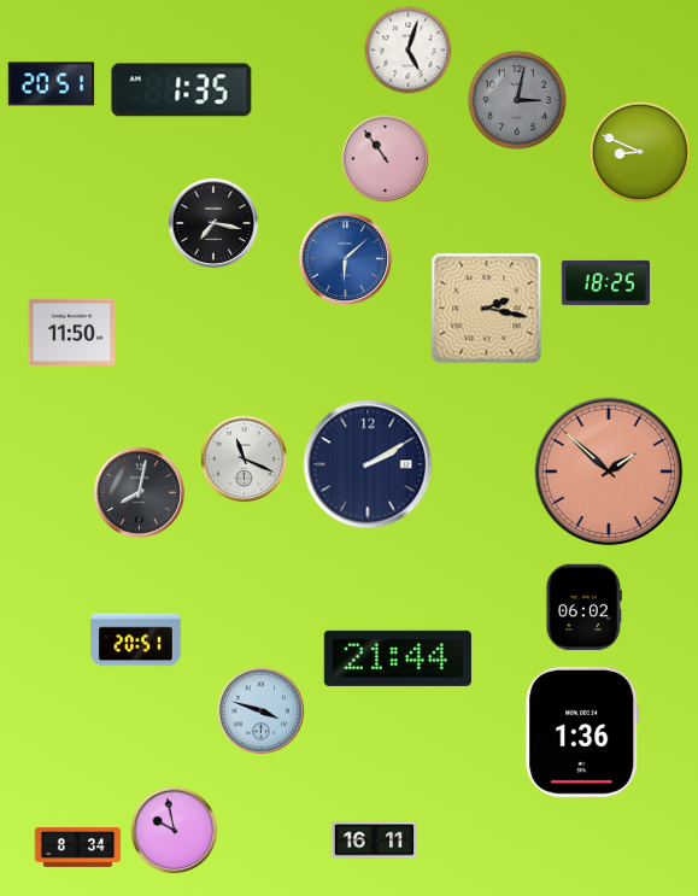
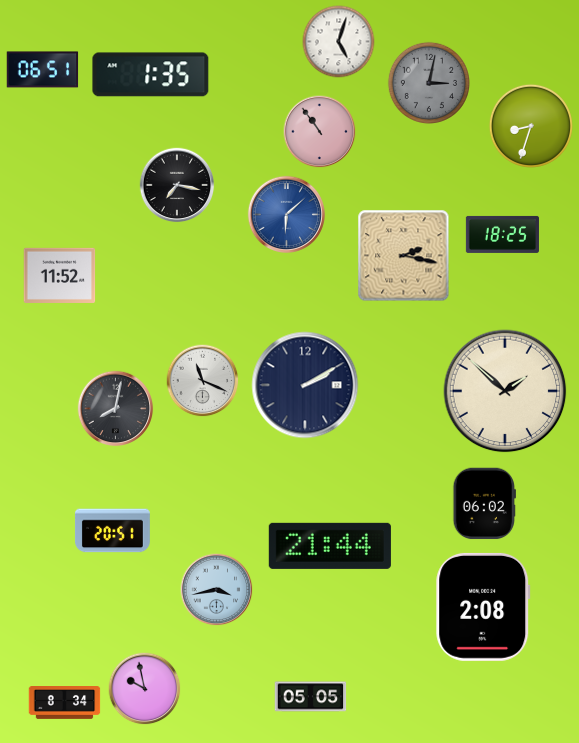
clock at (52, 84): 20:51 -> 06:51
clock at (640, 152): 8:49 -> 8:33
clock at (72, 332): 11:50 -> 11:52
clock at (609, 472) dial: salmon -> cream
clock at (262, 711): 3:48 -> 3:43
clock at (582, 732): 1:36 -> 2:08
clock at (375, 841): 16:11 -> 05:05
